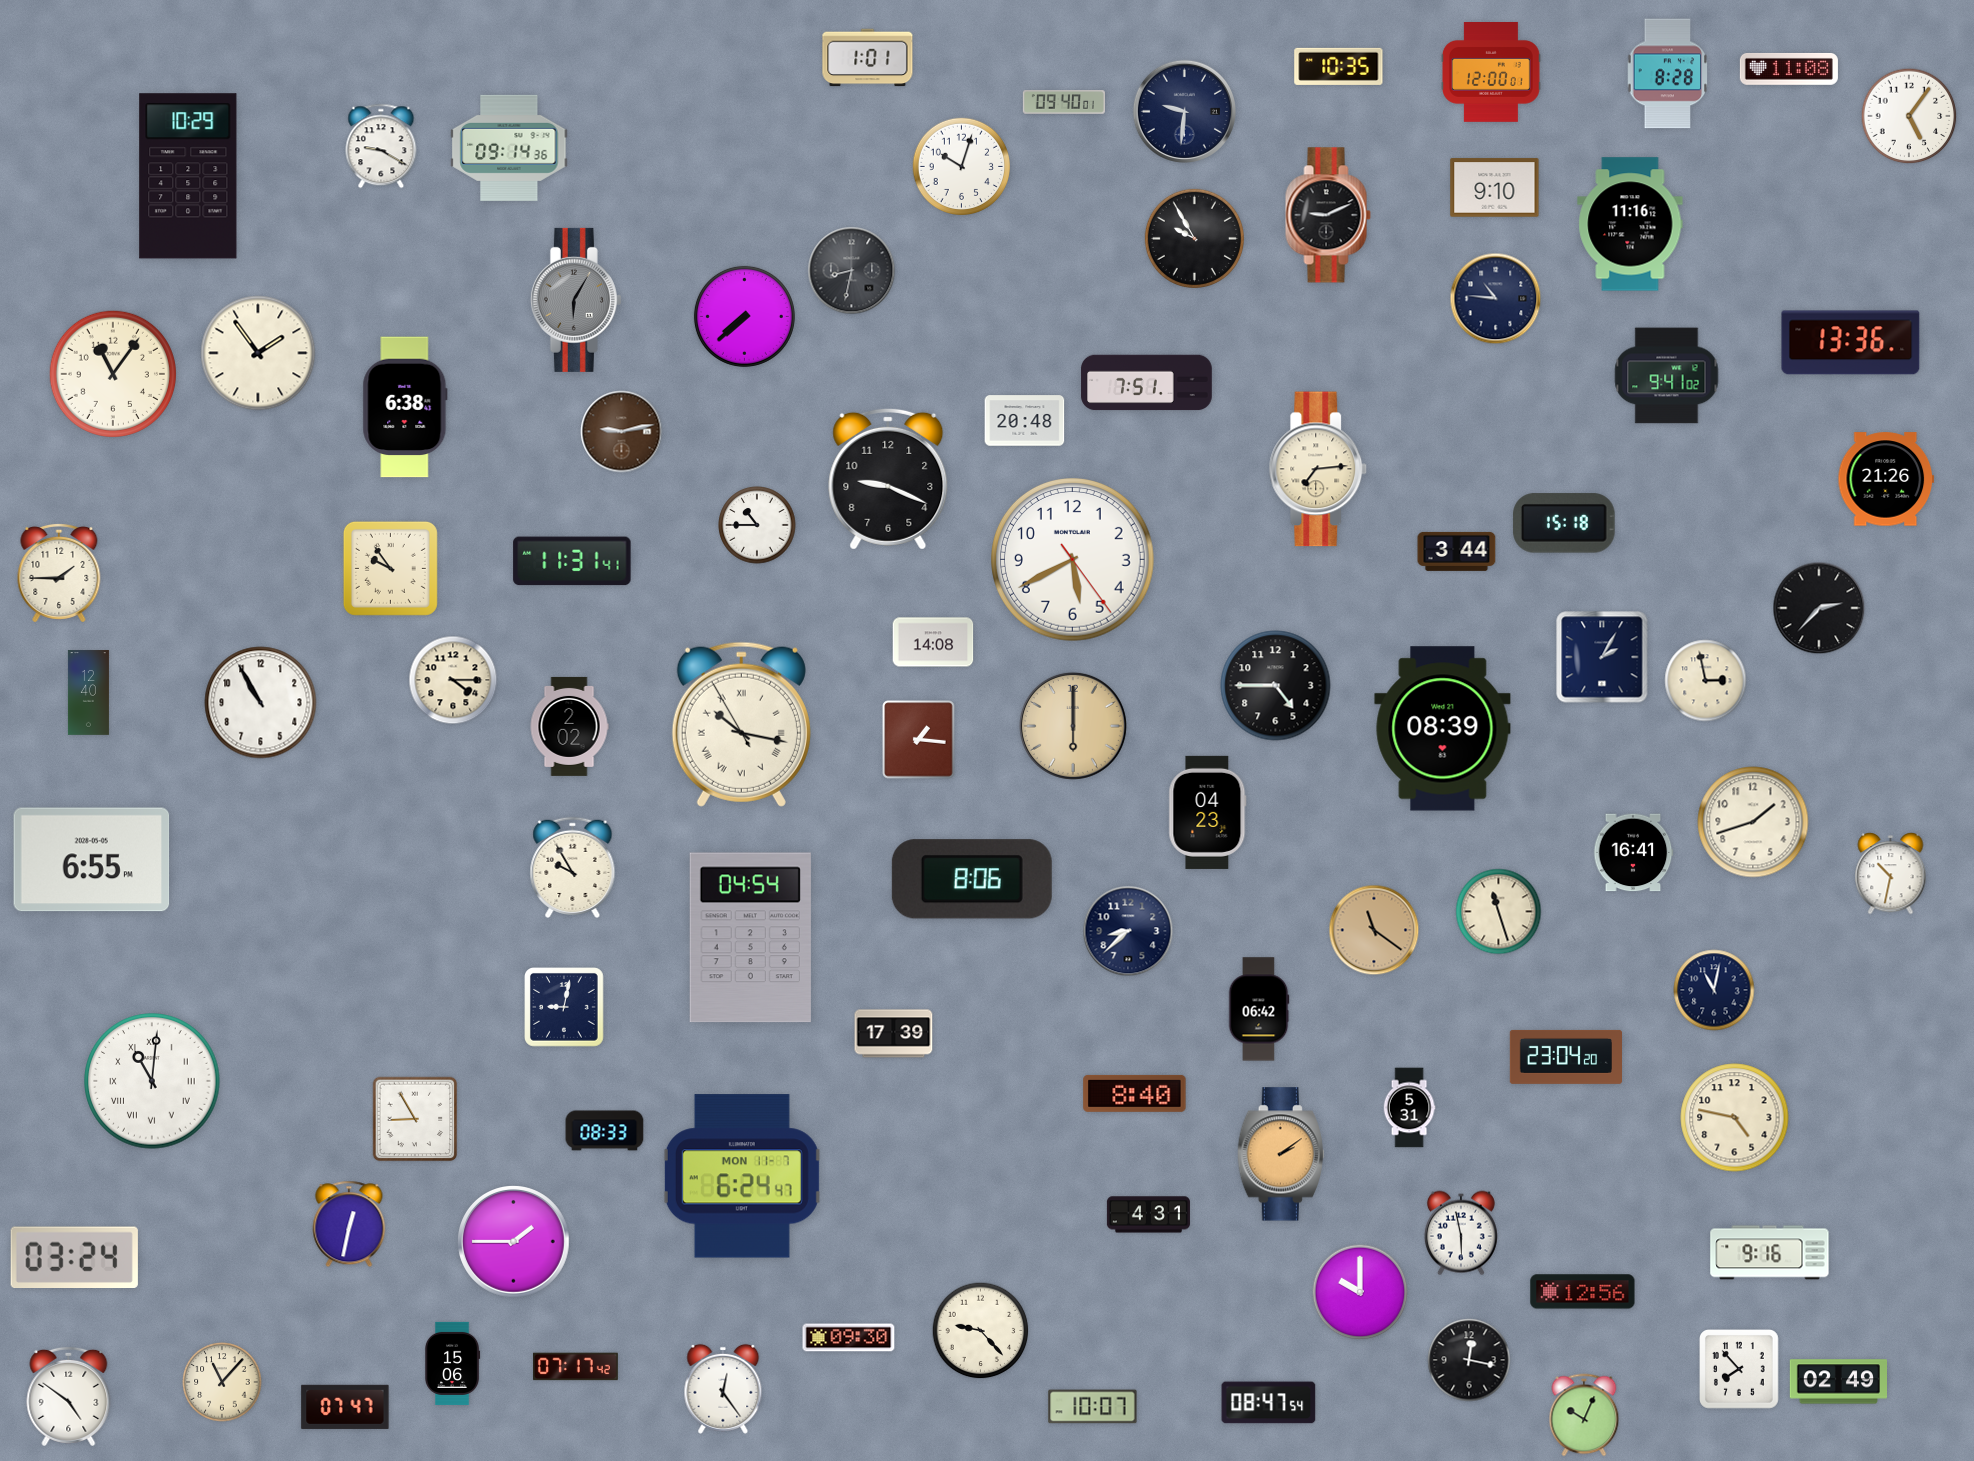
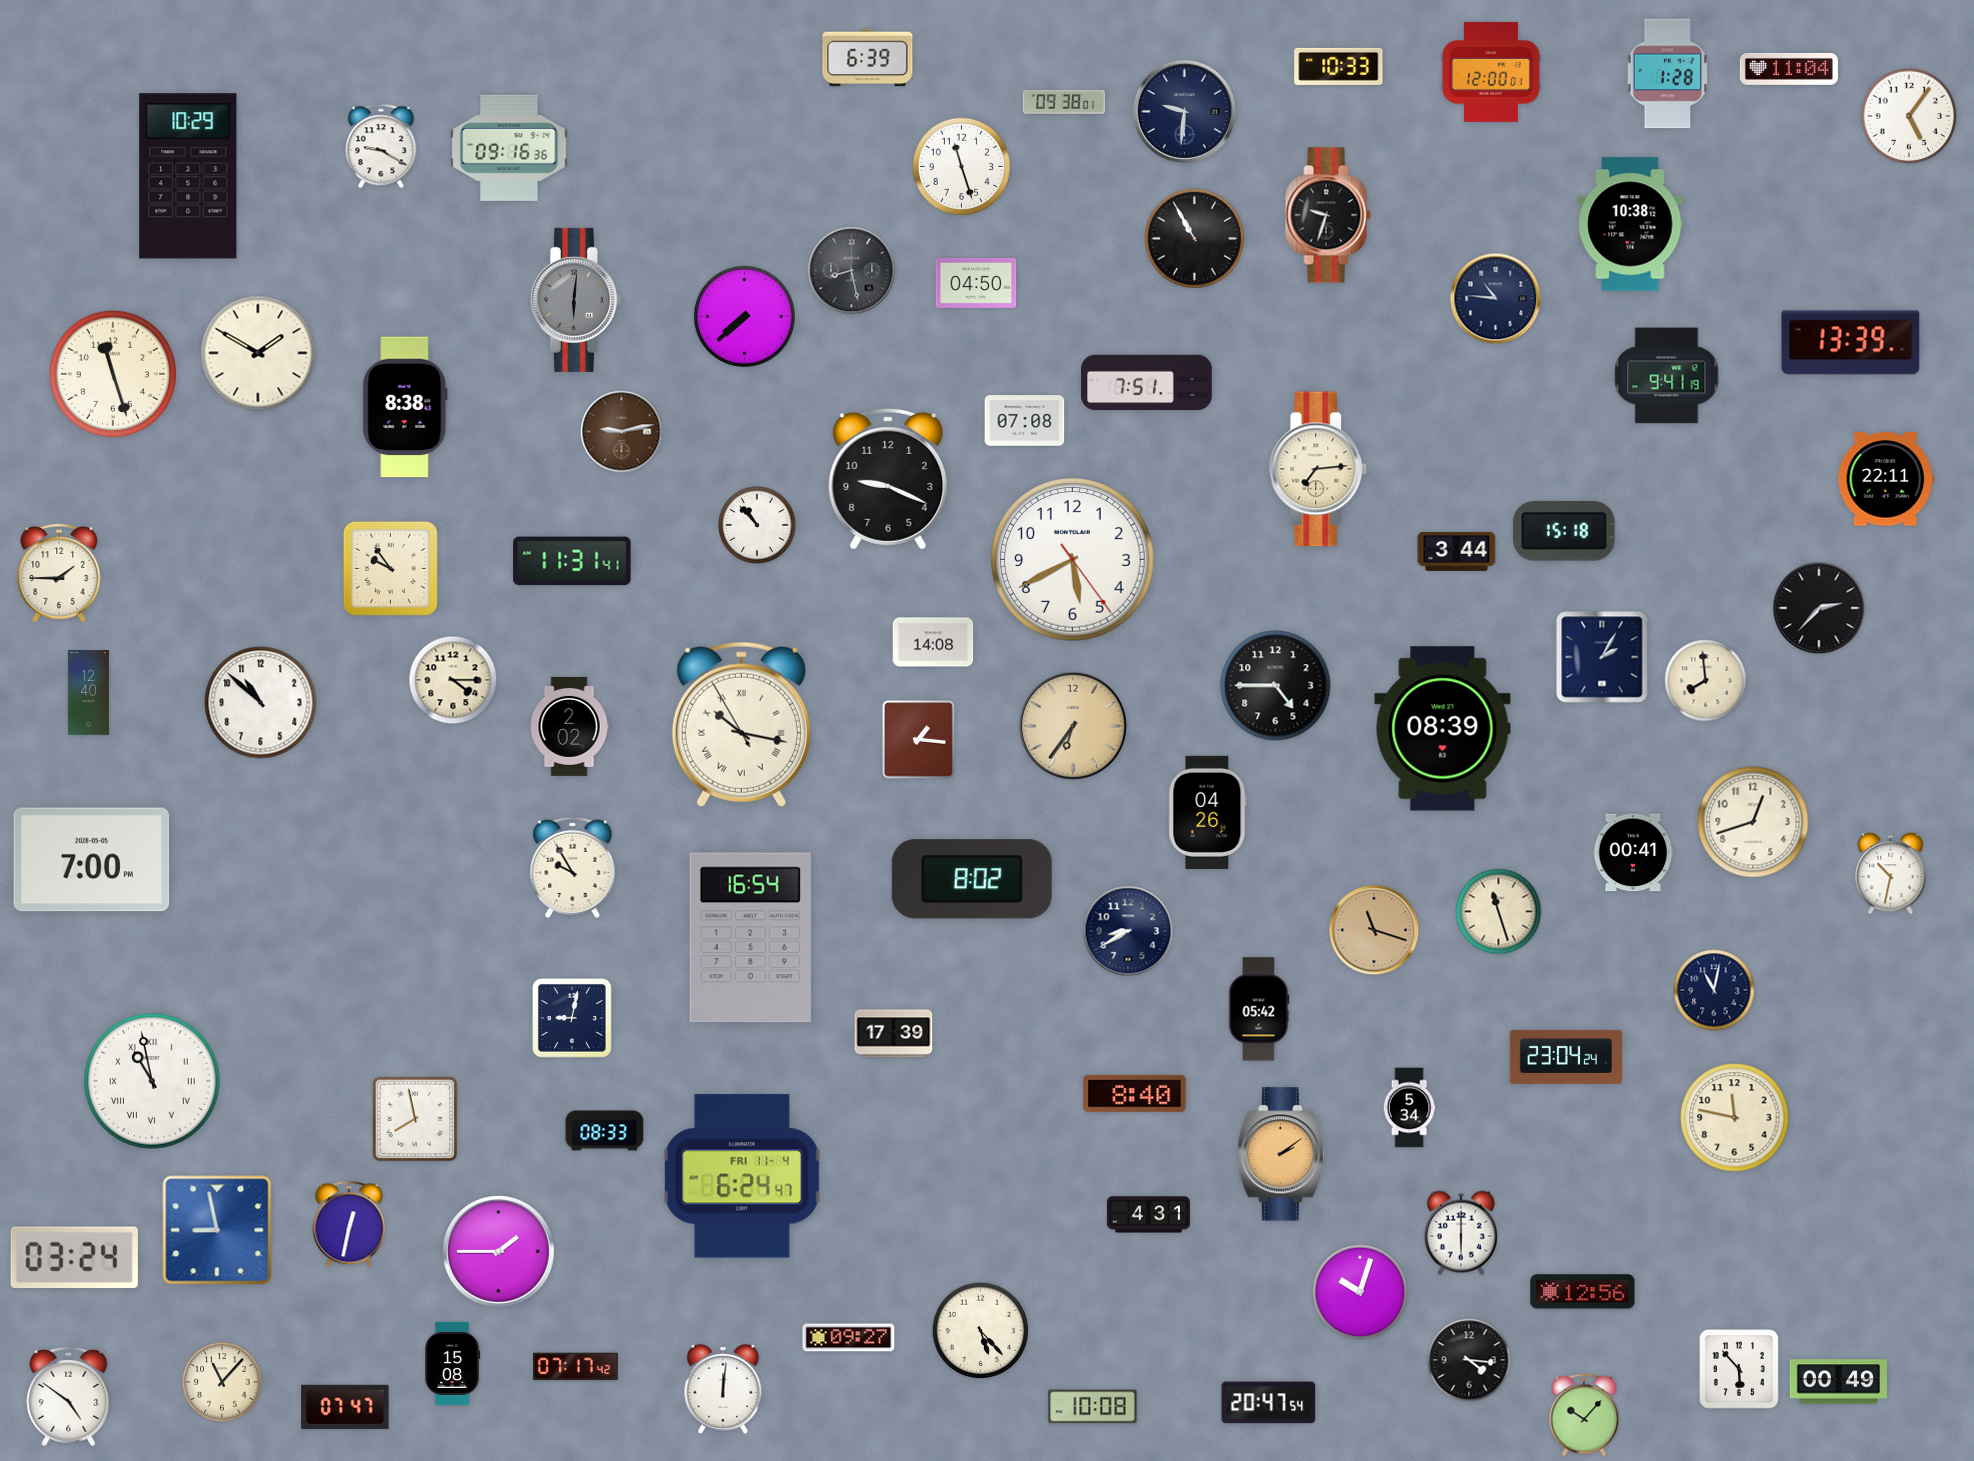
clock at (868, 58): 1:01 -> 6:39
clock at (1339, 66): 10:35 -> 10:33
clock at (1789, 69): 11:08 -> 11:04
clock at (1668, 74): 8:28 -> 1:28
clock at (1063, 102): 09:40 -> 09:38
clock at (509, 148): 09:14 -> 09:16
clock at (961, 166): 10:03 -> 11:27
clock at (1495, 188): 9:10 -> none
clock at (1328, 215): 9:11 -> 9:33
clock at (1630, 224): 11:16 -> 10:38
clock at (1194, 238): 9:55 -> 10:55
clock at (852, 271): 8:32 -> 8:28
clock at (976, 283): none -> 04:50
clock at (576, 300): 6:05 -> 6:01
clock at (1851, 343): 13:36 -> 13:39
clock at (258, 353): 1:54 -> 1:50
clock at (113, 374): 11:06 -> 11:27
clock at (1667, 376): 9:41:02 -> 9:41:19
clock at (405, 407): 6:38 -> 8:38
clock at (1025, 421): 20:48 -> 07:08
clock at (1886, 479): 21:26 -> 22:11
clock at (1564, 523) position: (1564, 523) -> (1564, 531)
clock at (757, 525): 10:45 -> 10:53
clock at (1706, 681): 2:58 -> 7:59
clock at (261, 703): 10:55 -> 10:52
clock at (1073, 726): 6:00 -> 6:36
clock at (1208, 812): 04:23 -> 04:26
clock at (1753, 822): 1:42 -> 12:42
clock at (1633, 853): 16:41 -> 00:41
clock at (92, 860): 6:55 -> 7:00
clock at (972, 879): 8:06 -> 8:02
clock at (1374, 930): 11:21 -> 11:18
clock at (1128, 931): 8:38 -> 8:40
clock at (750, 938): 04:54 -> 16:54
clock at (565, 1008) position: (565, 1008) -> (573, 1019)
clock at (1259, 1009): 06:42 -> 05:42
clock at (1565, 1057): 23:04:20 -> 23:04:24
clock at (152, 1081): 11:01 -> 10:58
clock at (1409, 1108): 5:31 -> 5:34
clock at (1735, 1118): 4:47 -> 11:47
clock at (415, 1119): 8:55 -> 7:58
clock at (742, 1176) date: MON 11-7 -> FRI 11-4
clock at (217, 1230): none -> 8:58
clock at (1461, 1233): 5:58 -> 6:00
clock at (514, 1242) position: (514, 1242) -> (499, 1252)
clock at (1770, 1253): 9:16 -> none
clock at (1360, 1292): 10:00 -> 10:03
clock at (981, 1331): 9:23 -> 5:23
clock at (849, 1338): 09:30 -> 09:27
clock at (1469, 1360): 12:17 -> 4:16
clock at (453, 1363): 15:06 -> 15:08
clock at (1740, 1370): 7:53 -> 5:53
clock at (1838, 1382): 02:49 -> 00:49
clock at (723, 1389): 12:24 -> 12:01
clock at (1269, 1403): 08:47 -> 20:47
clock at (1093, 1407): 10:07 -> 10:08
clock at (1584, 1415): 10:04 -> 10:07
